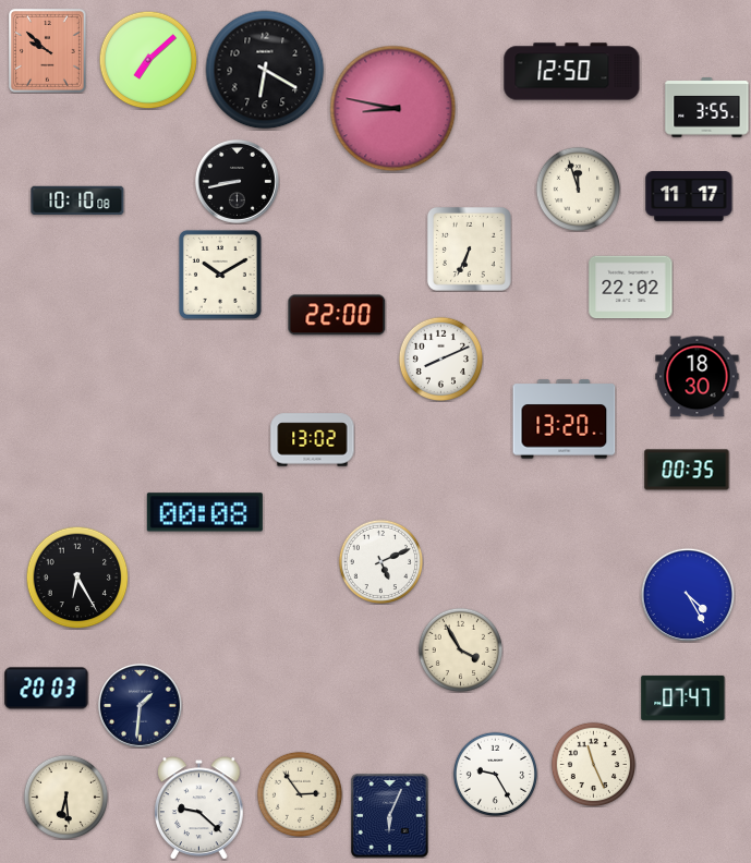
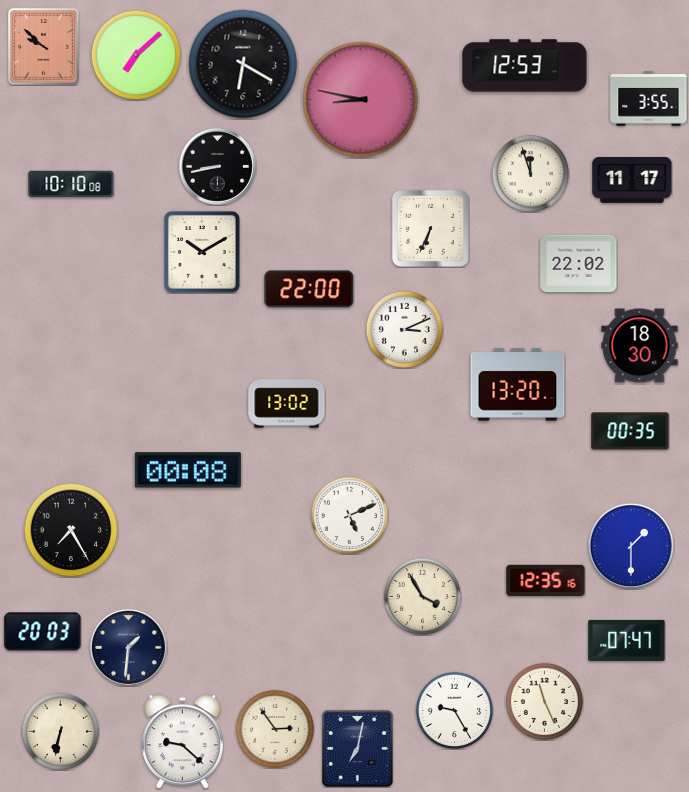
clock at (572, 72): 12:50 -> 12:53
clock at (440, 358): 8:11 -> 3:11
clock at (77, 578): 6:25 -> 7:25
clock at (687, 594): 4:25 -> 1:30
clock at (546, 581): none -> 12:35
clock at (65, 797): 6:29 -> 6:32
clock at (389, 815): 6:04 -> 7:02
